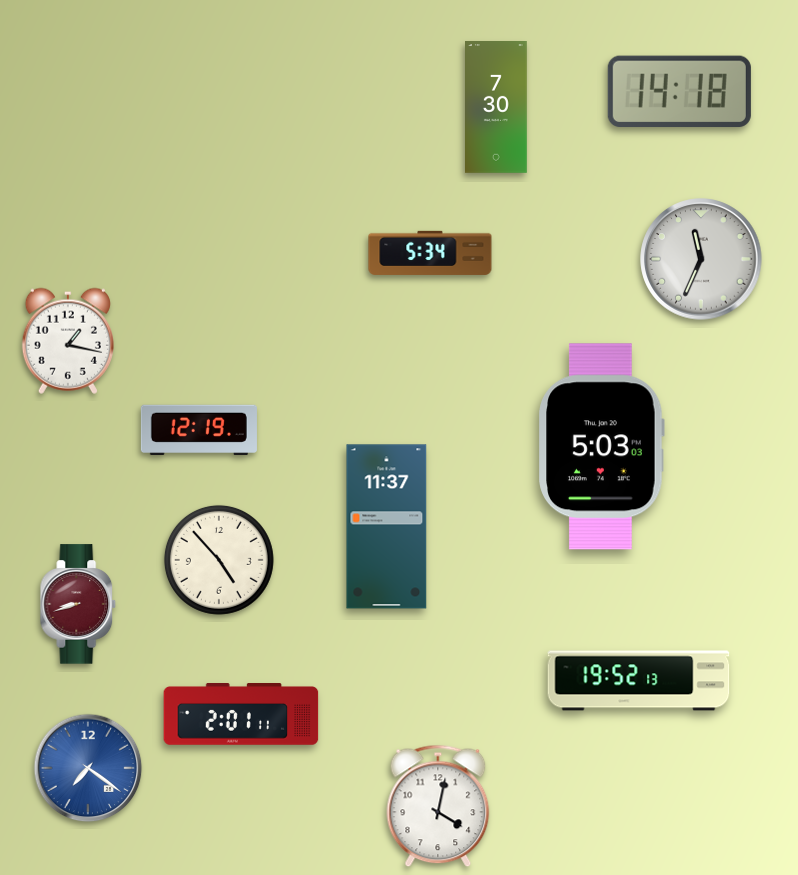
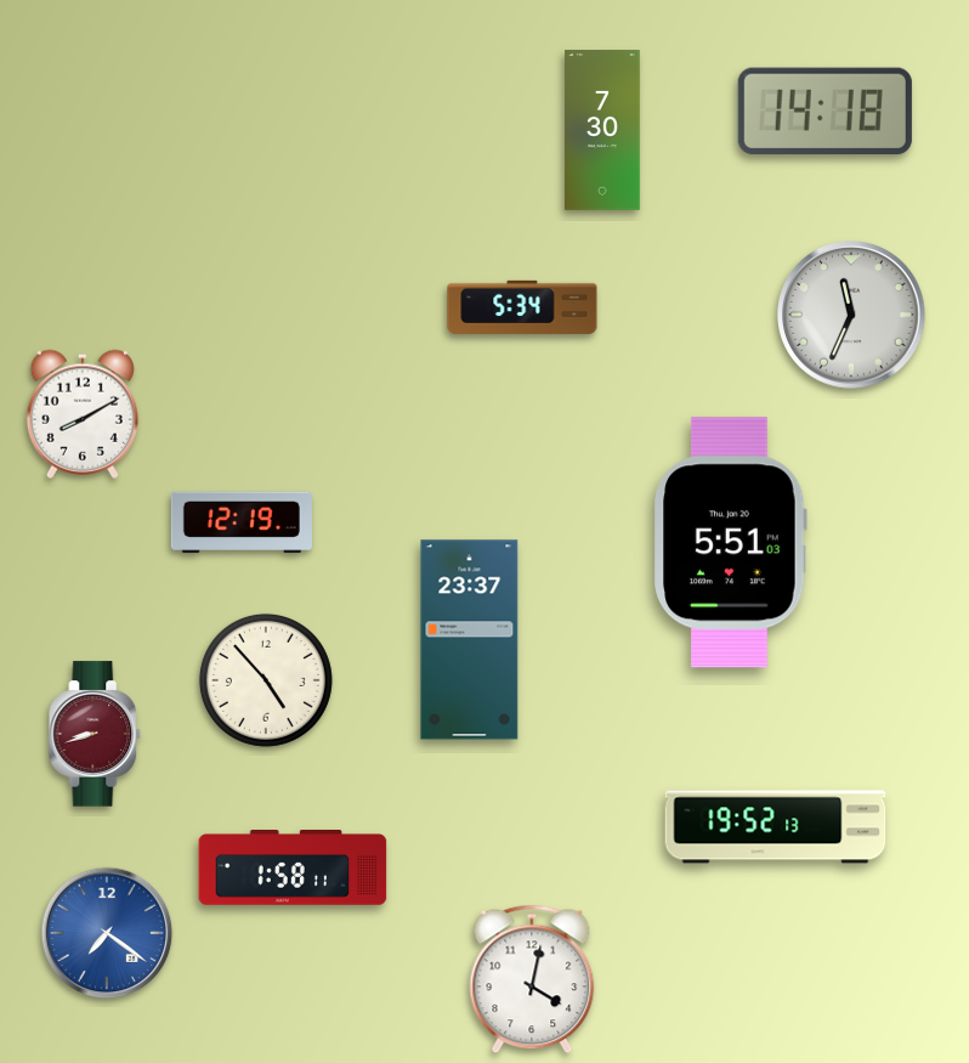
clock at (68, 341): 1:17 -> 8:10
clock at (601, 447): 5:03 -> 5:51
clock at (387, 527): 11:37 -> 23:37
clock at (241, 714): 2:01 -> 1:58
